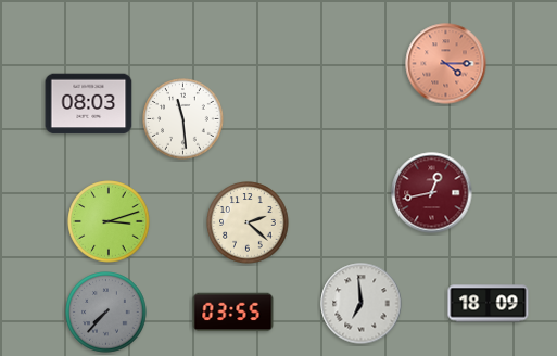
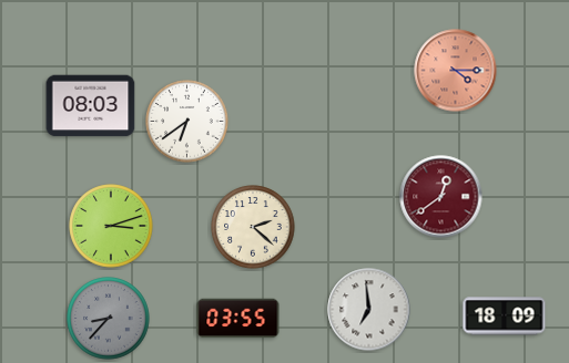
clock at (446, 64) position: (446, 64) -> (456, 71)
clock at (183, 119): 11:29 -> 6:39
clock at (432, 193): 12:43 -> 12:39
clock at (489, 304) position: (489, 304) -> (505, 317)
clock at (106, 313): 7:37 -> 8:37
